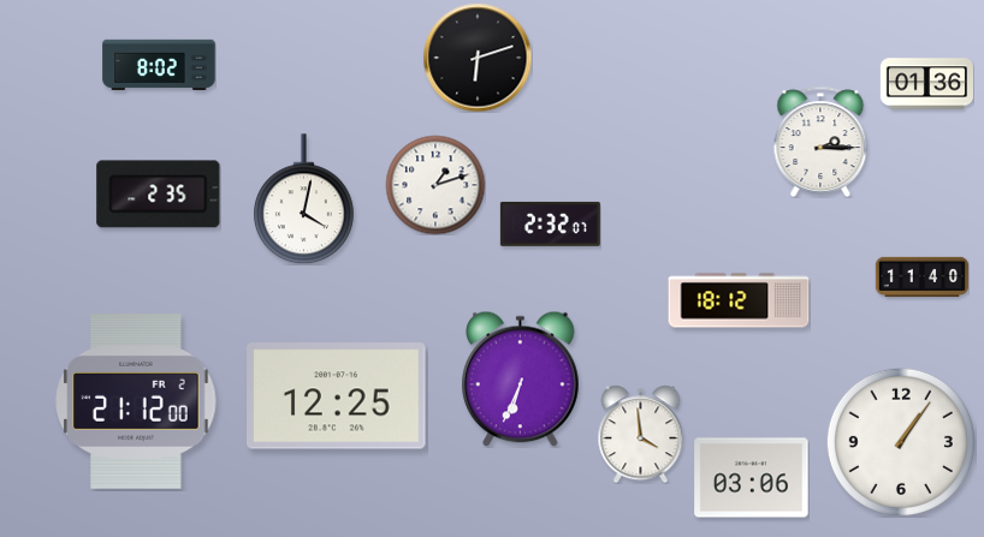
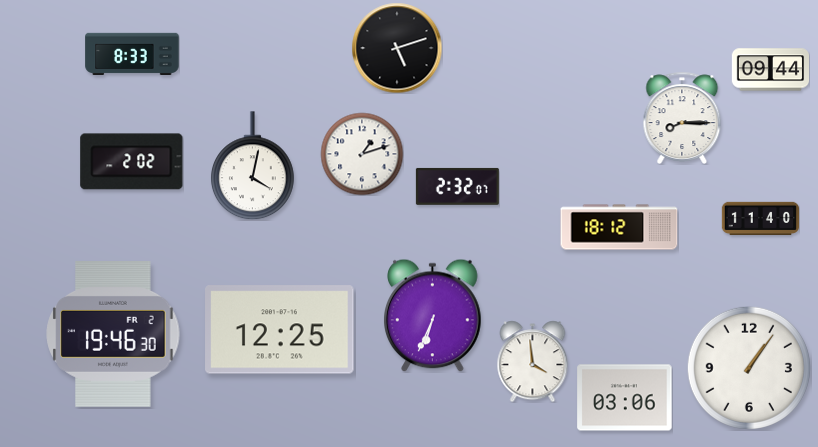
clock at (478, 58): 6:12 -> 5:12
clock at (159, 64): 8:02 -> 8:33
clock at (926, 84): 01:36 -> 09:44
clock at (820, 141): 2:15 -> 8:15
clock at (159, 195): 2:35 -> 2:02
clock at (921, 278) position: (921, 278) -> (760, 219)
clock at (739, 300) position: (739, 300) -> (619, 227)
clock at (136, 402): 21:12 -> 19:46
